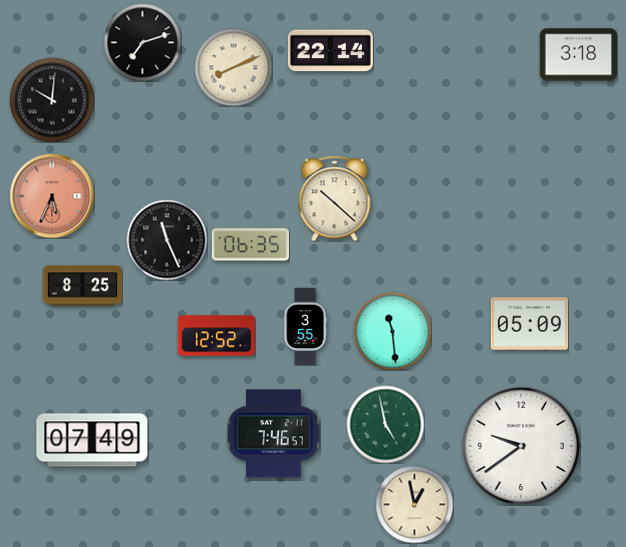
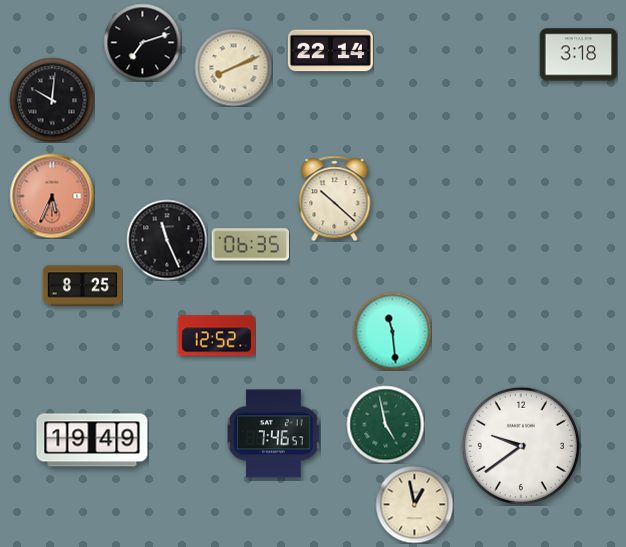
clock at (529, 324): 05:09 -> none
clock at (305, 326): 3:55 -> none
clock at (92, 440): 07:49 -> 19:49
